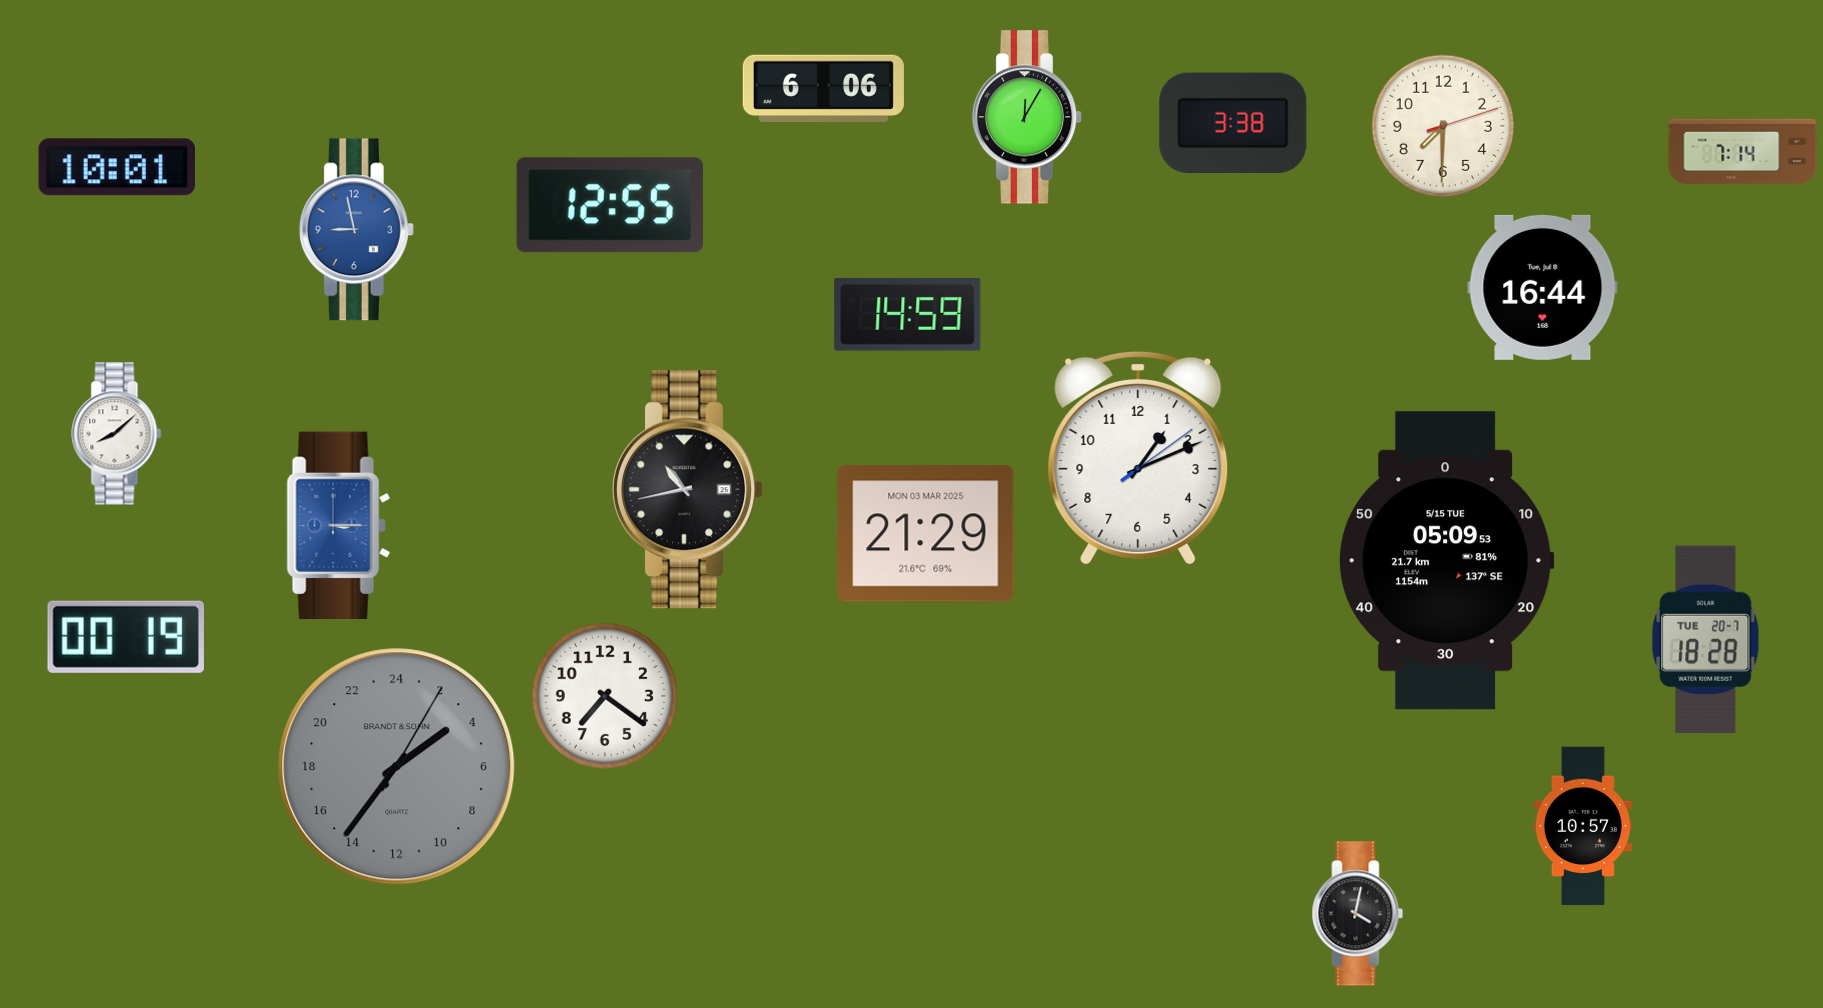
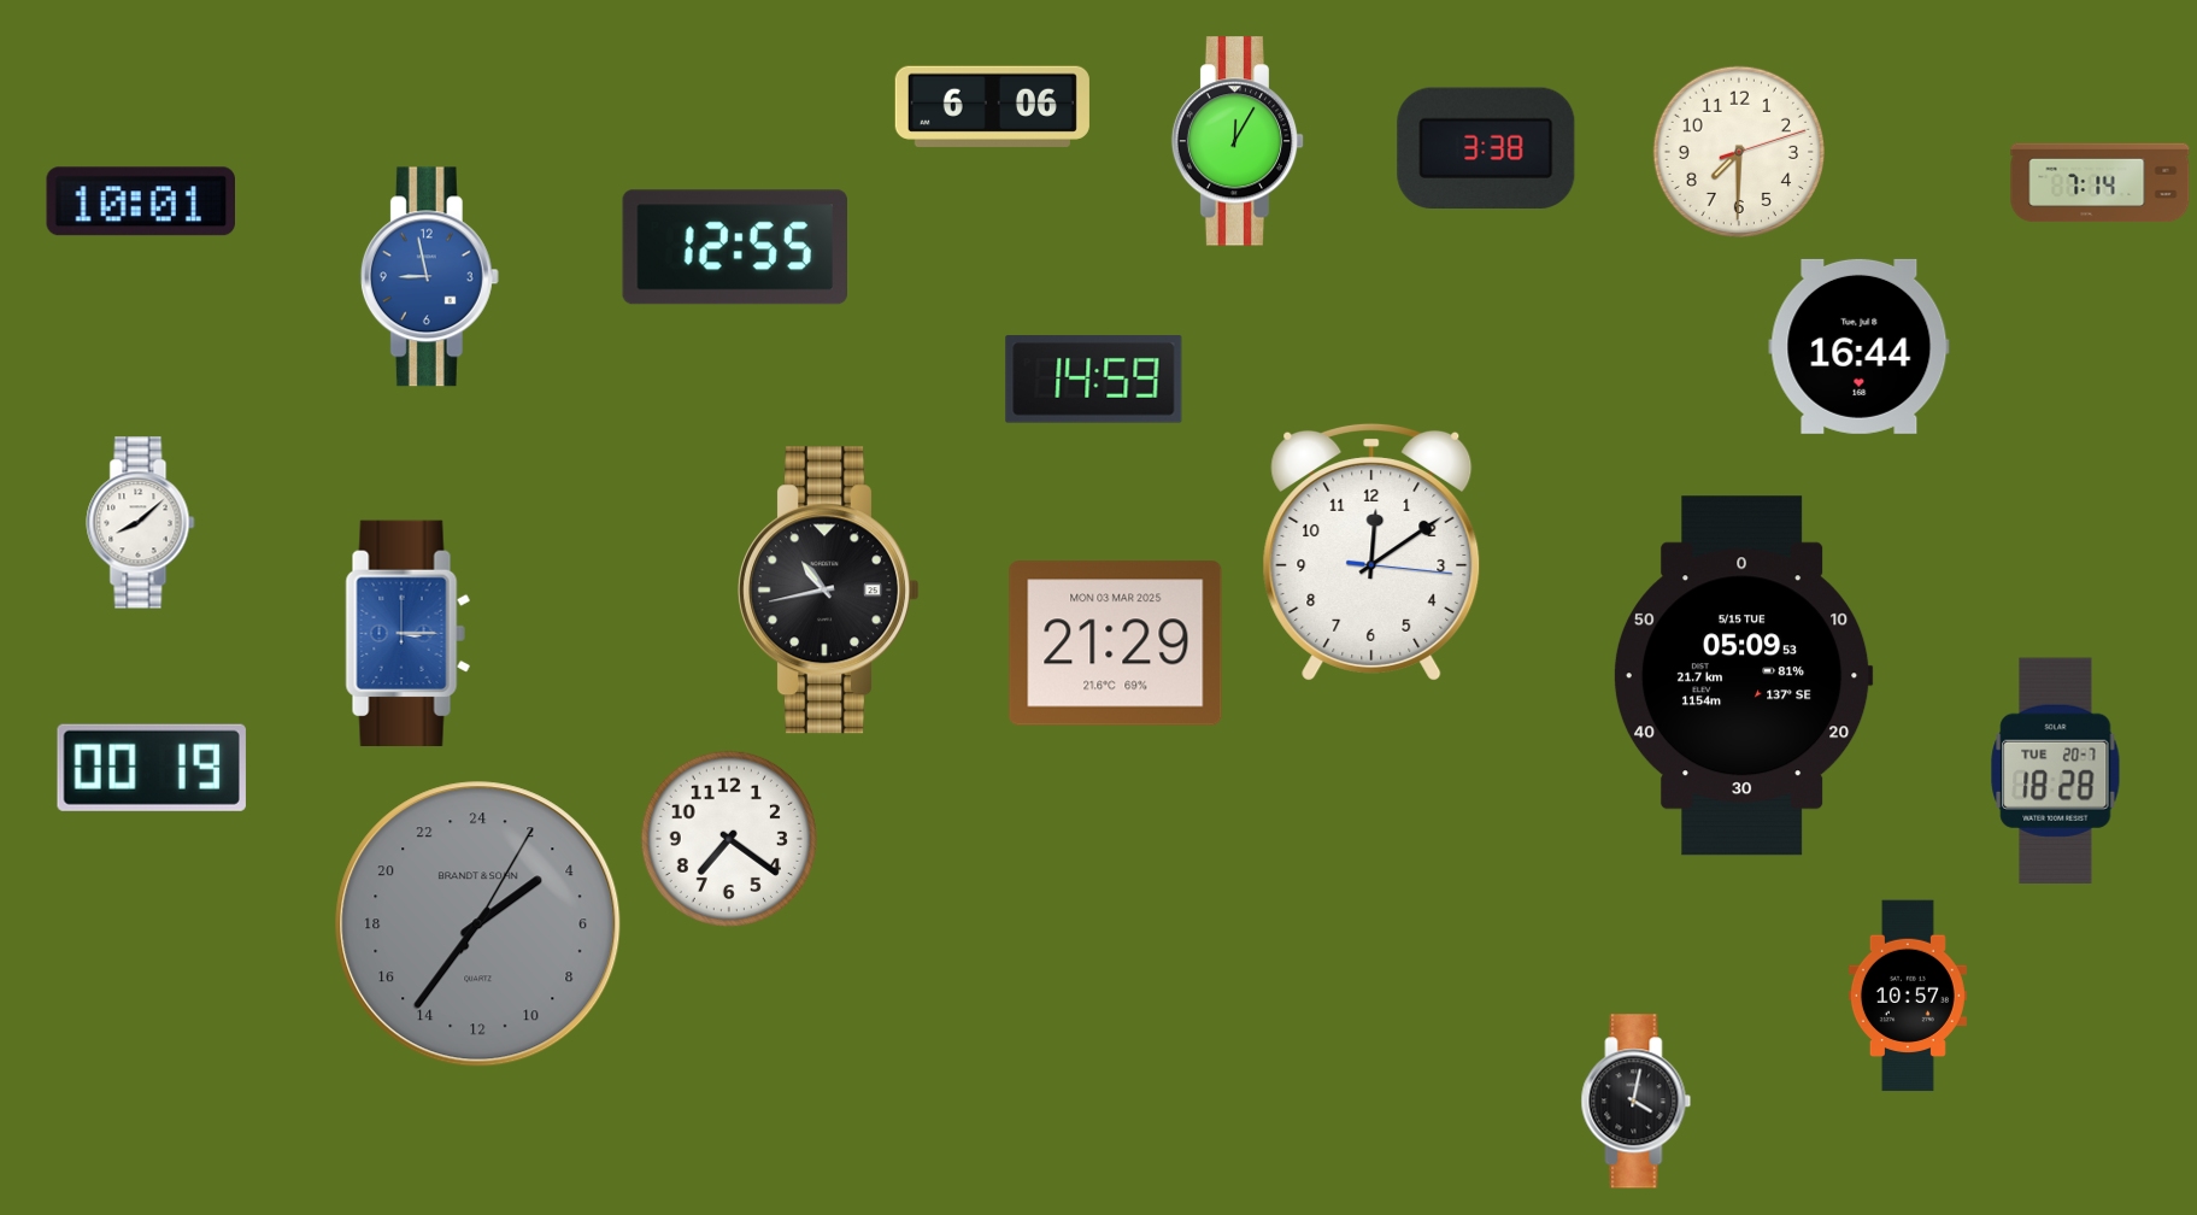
clock at (1138, 458): 1:11 -> 12:09
